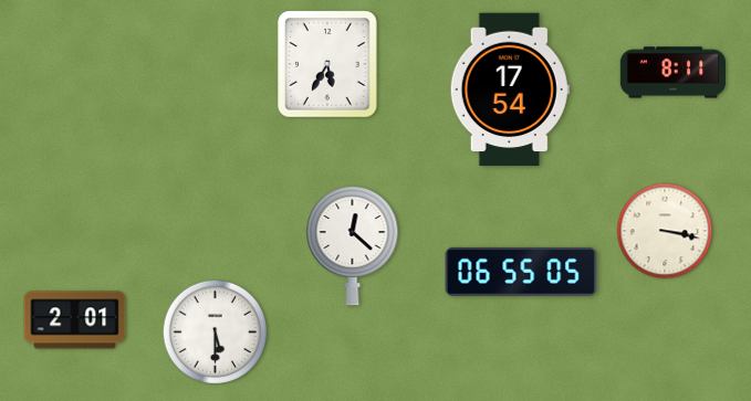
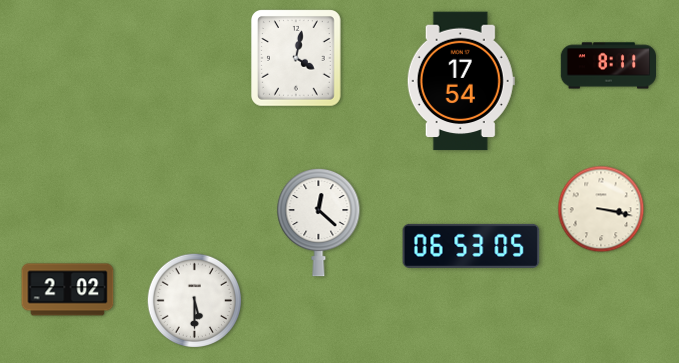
clock at (328, 64): 5:35 -> 4:02
clock at (521, 272): 06:55 -> 06:53
clock at (75, 320): 2:01 -> 2:02
